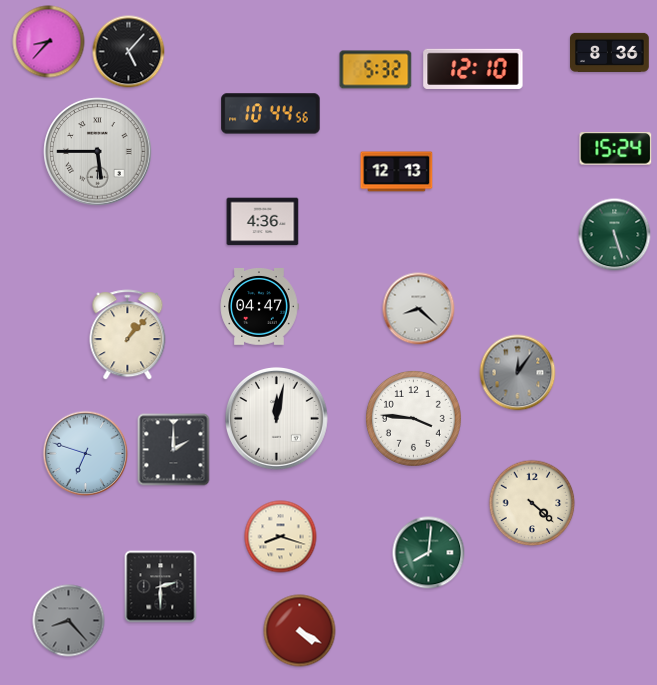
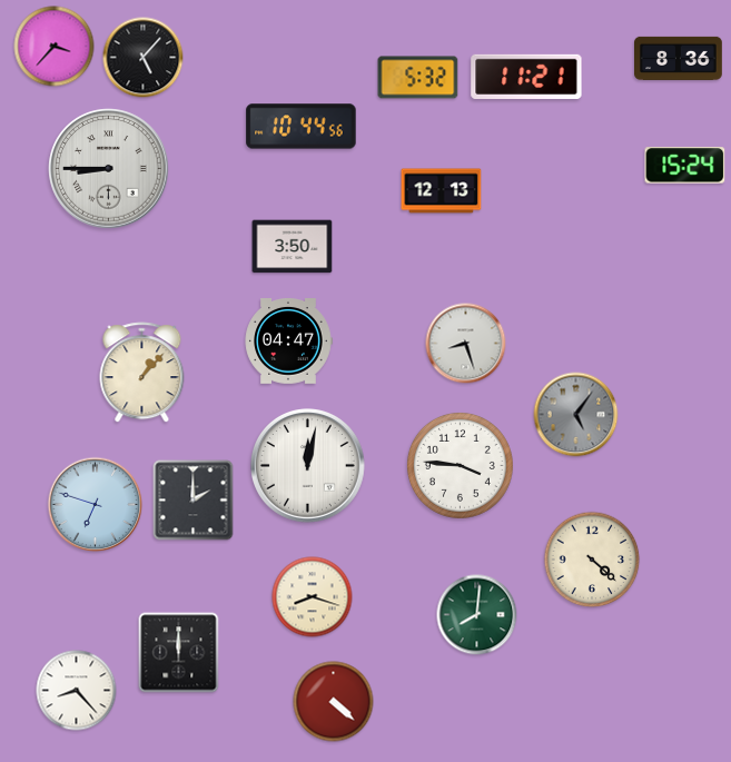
clock at (49, 42): 8:37 -> 3:37
clock at (473, 69): 12:10 -> 11:21
clock at (98, 152): 5:45 -> 8:45
clock at (263, 222): 4:36 -> 3:50
clock at (615, 235): 5:27 -> none
clock at (419, 309): 8:22 -> 8:27
clock at (518, 373): 12:06 -> 5:06
clock at (161, 587): 2:30 -> 12:00
clock at (69, 621) dial: grey -> white
clock at (300, 631): 4:20 -> 4:22
